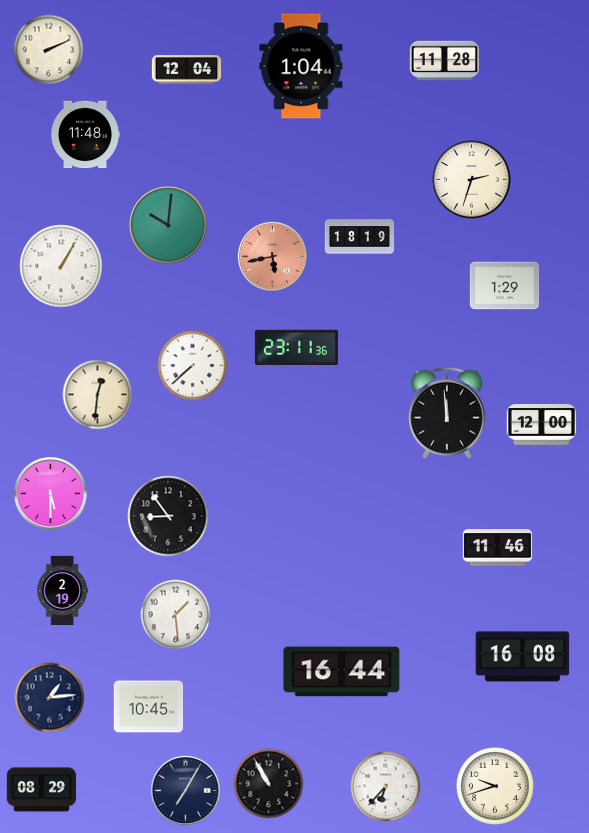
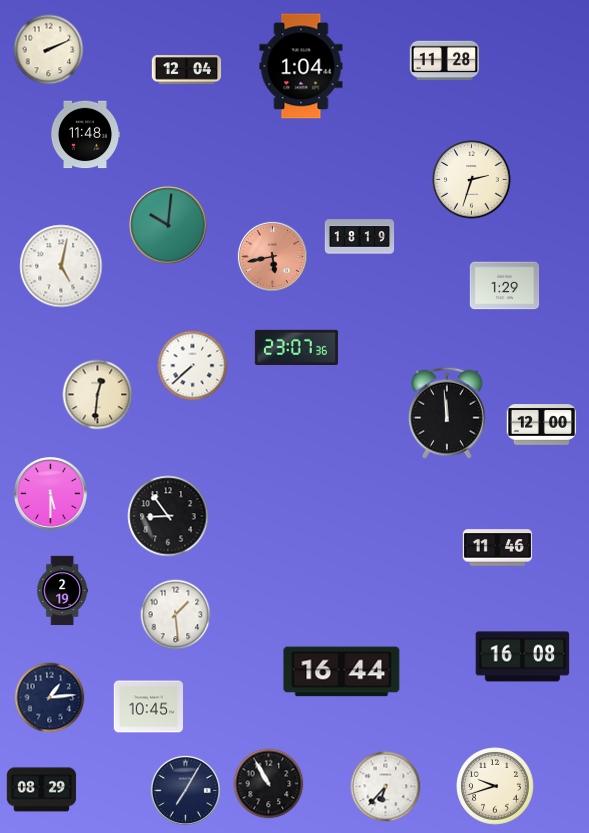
clock at (61, 266): 1:05 -> 5:02
clock at (296, 348): 23:11 -> 23:07
